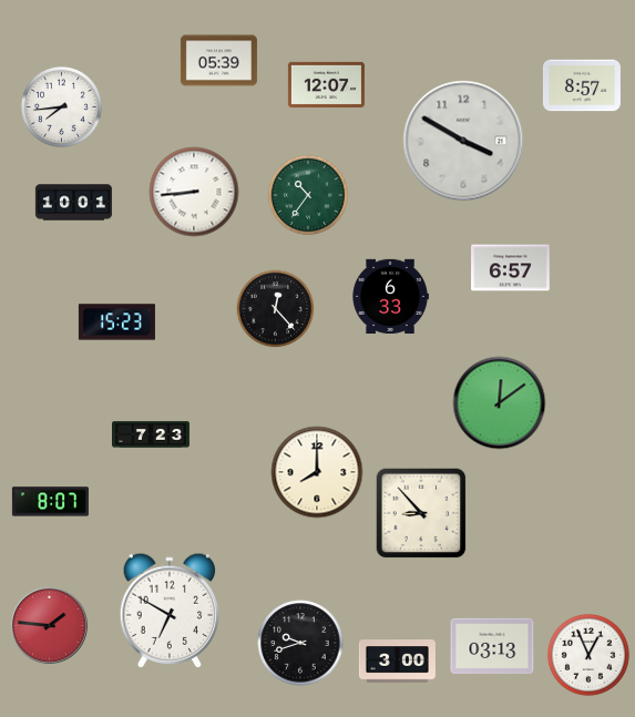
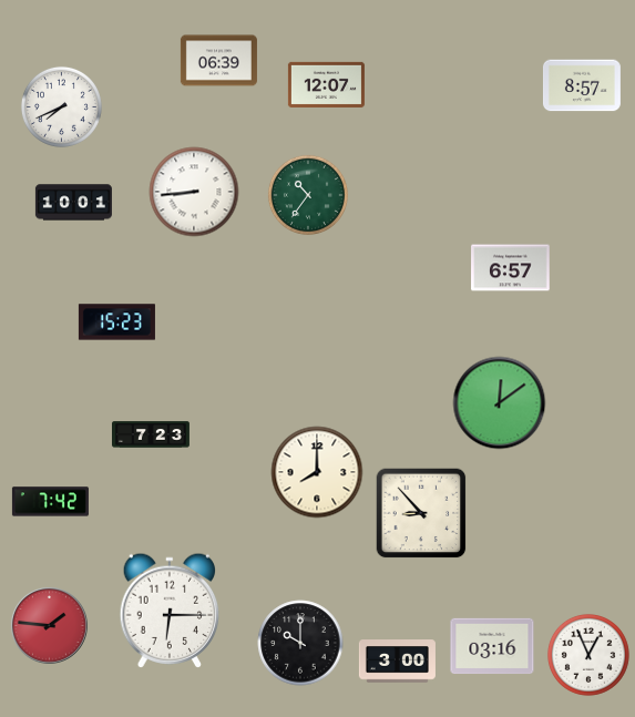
clock at (218, 61): 05:39 -> 06:39
clock at (61, 106): 7:44 -> 7:41
clock at (463, 141): 3:50 -> none
clock at (390, 296): 6:33 -> none
clock at (276, 309): 12:23 -> none
clock at (50, 502): 8:07 -> 7:42
clock at (170, 610): 6:50 -> 6:15
clock at (300, 643): 9:42 -> 10:00
clock at (492, 646): 03:13 -> 03:16
